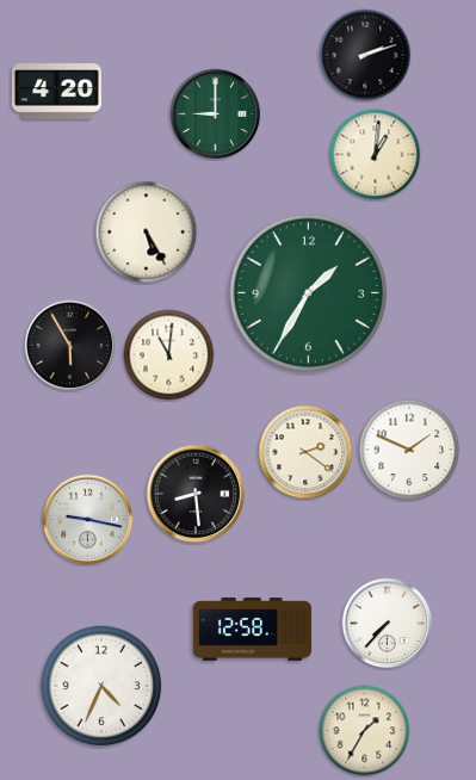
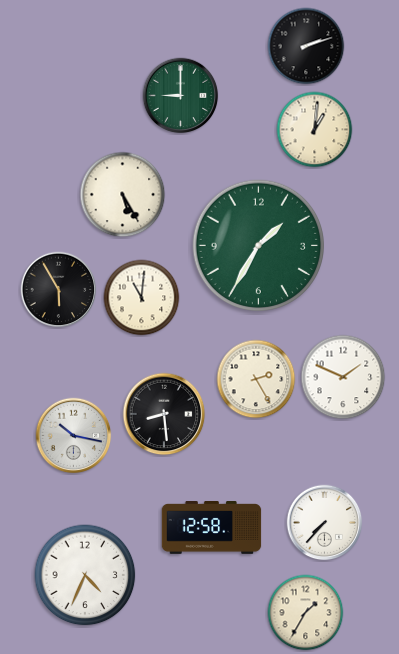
clock at (56, 92): 4:20 -> none
clock at (305, 452): 2:21 -> 2:25
clock at (88, 520): 9:17 -> 10:17
